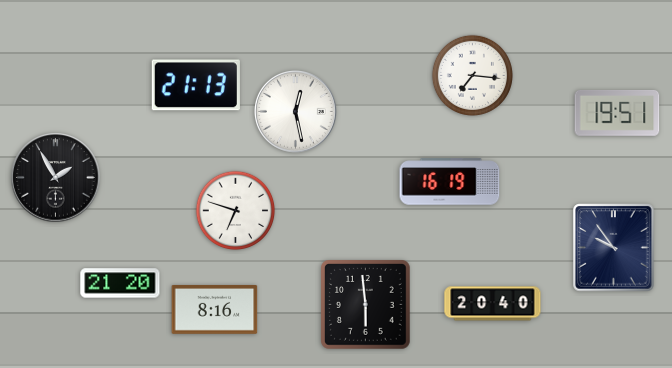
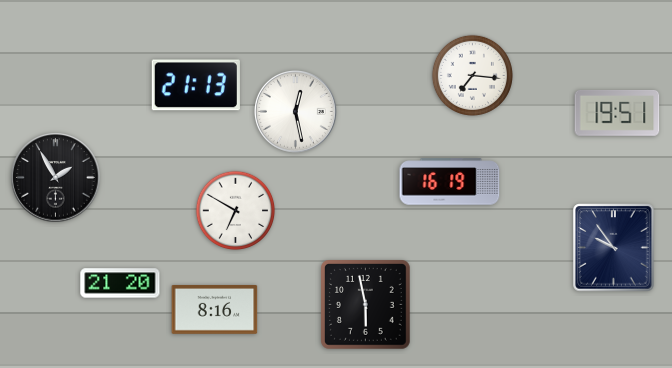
clock at (236, 211): 6:48 -> 6:50
clock at (493, 304): 20:40 -> none
clock at (366, 305): 5:59 -> 5:58
